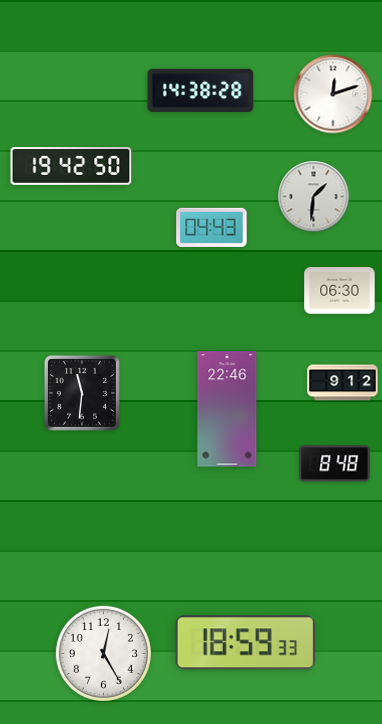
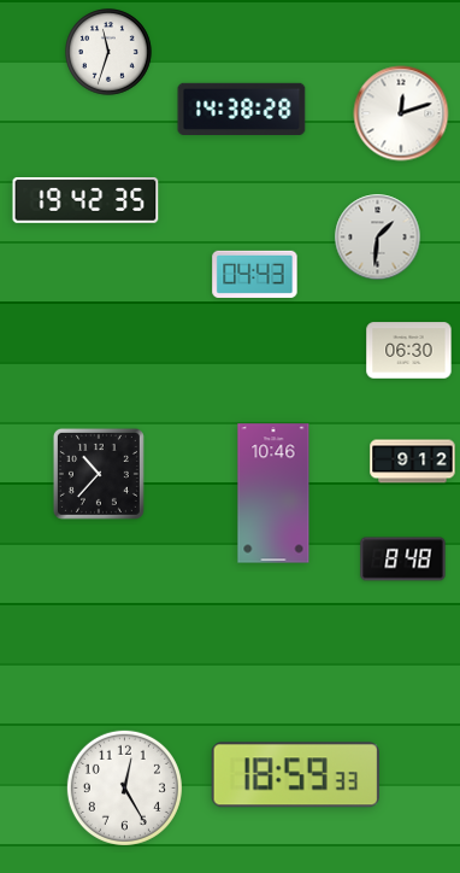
clock at (110, 53): none -> 11:33
clock at (71, 167): 19:42:50 -> 19:42:35
clock at (82, 393): 11:31 -> 10:37
clock at (227, 409): 22:46 -> 10:46
